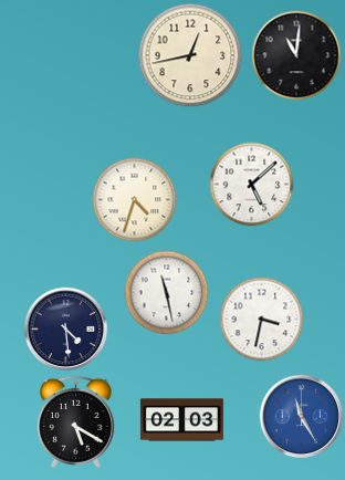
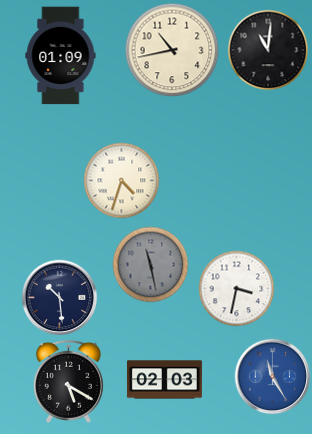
clock at (190, 55): 12:43 -> 10:43
clock at (61, 56): none -> 01:09
clock at (252, 185): 5:08 -> none
clock at (167, 293) dial: white -> grey
clock at (66, 330): 4:29 -> 10:29
